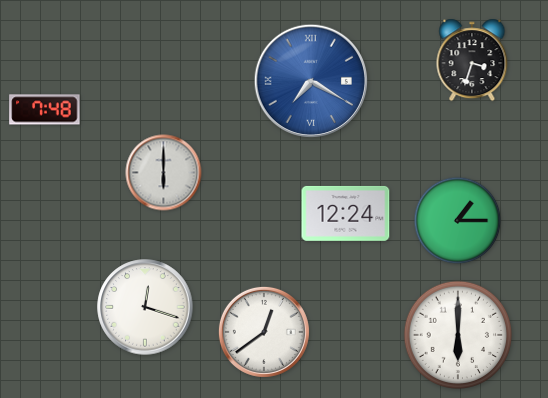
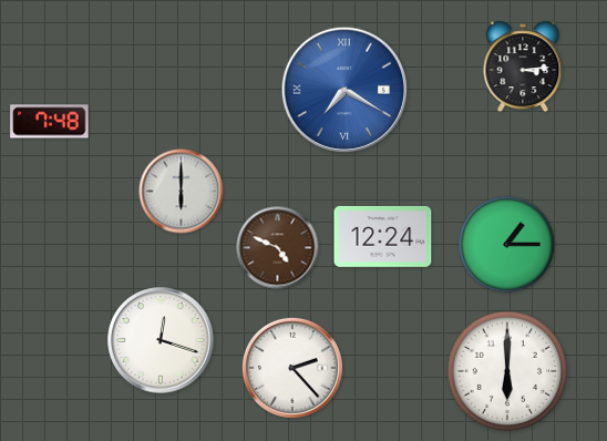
clock at (472, 60): 3:33 -> 3:14
clock at (278, 248): none -> 4:49
clock at (264, 332): 12:39 -> 2:23
